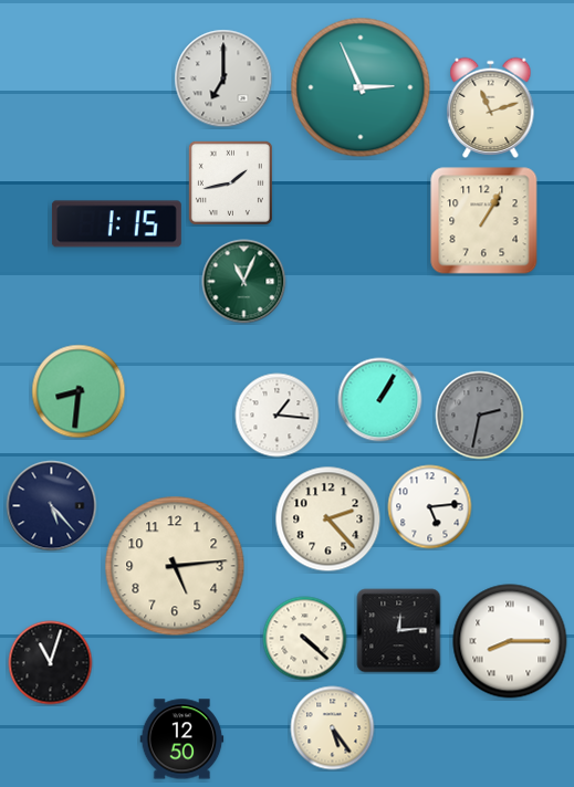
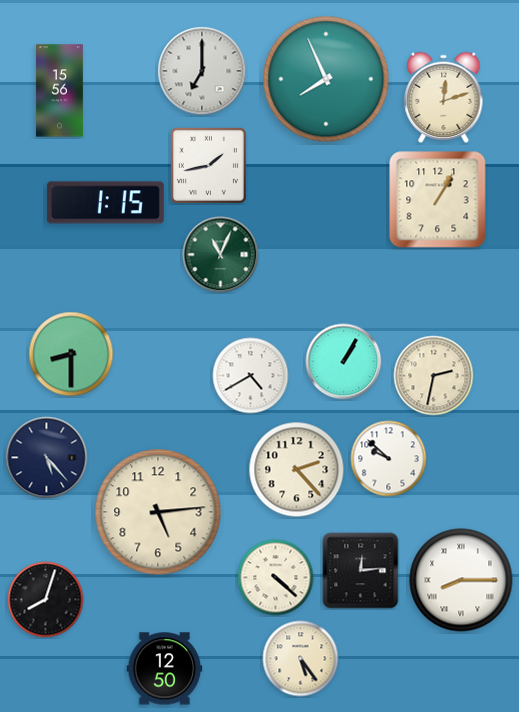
clock at (361, 87): 2:56 -> 7:56
clock at (59, 91): none -> 15:56
clock at (491, 107): 11:12 -> 12:12
clock at (79, 391): 8:31 -> 8:30
clock at (278, 416): 1:16 -> 4:40
clock at (480, 416) dial: grey -> cream
clock at (430, 507): 5:14 -> 9:52
clock at (51, 663): 11:03 -> 8:03
